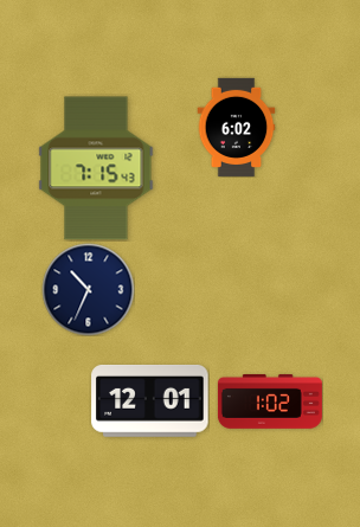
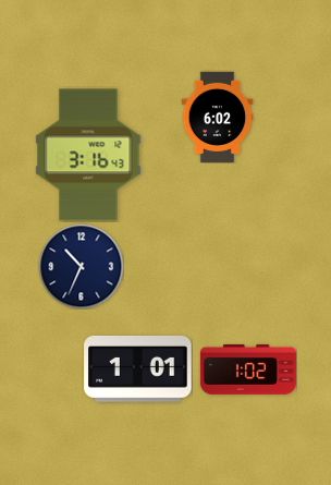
clock at (96, 168): 7:15 -> 3:16
clock at (150, 400): 12:01 -> 1:01
